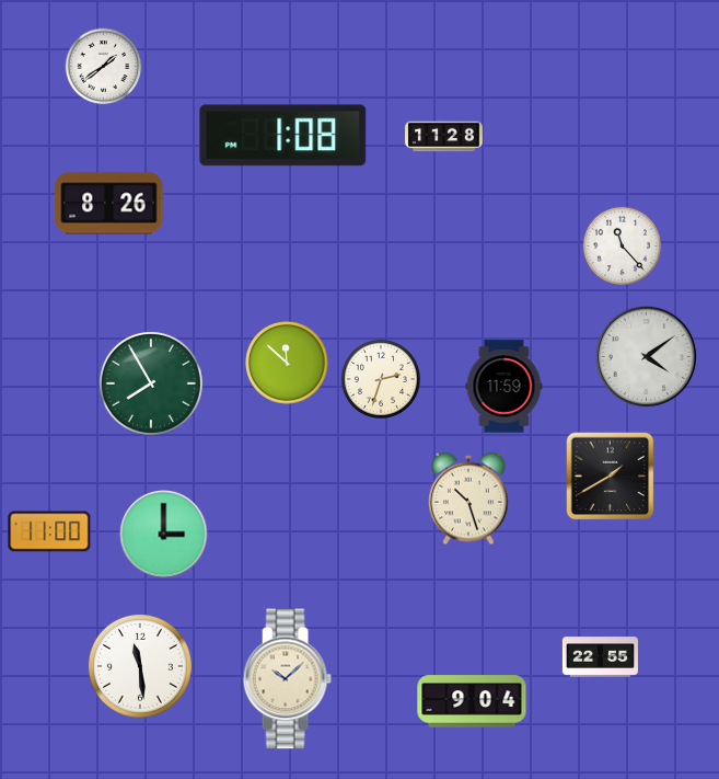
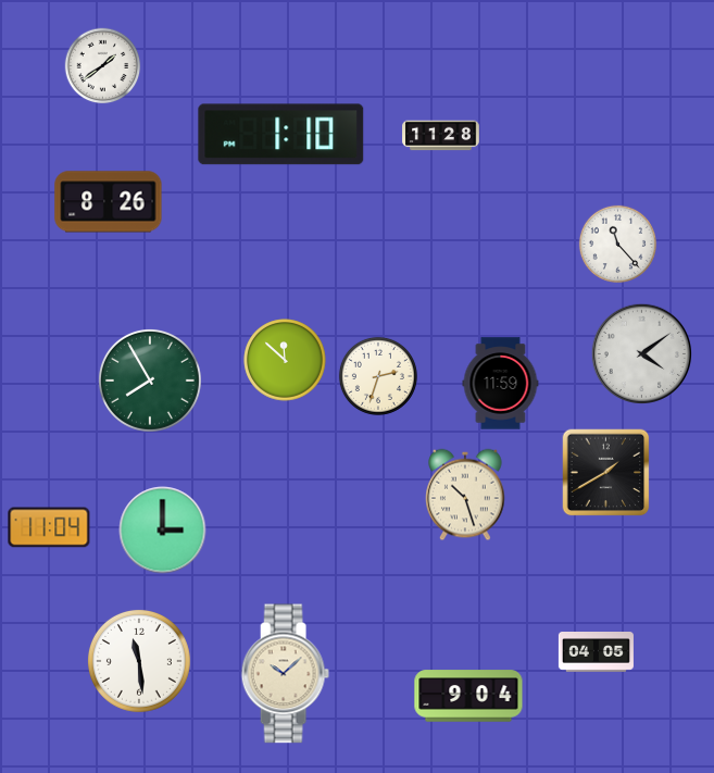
clock at (283, 136): 1:08 -> 1:10
clock at (49, 531): 11:00 -> 11:04
clock at (600, 657): 22:55 -> 04:05
